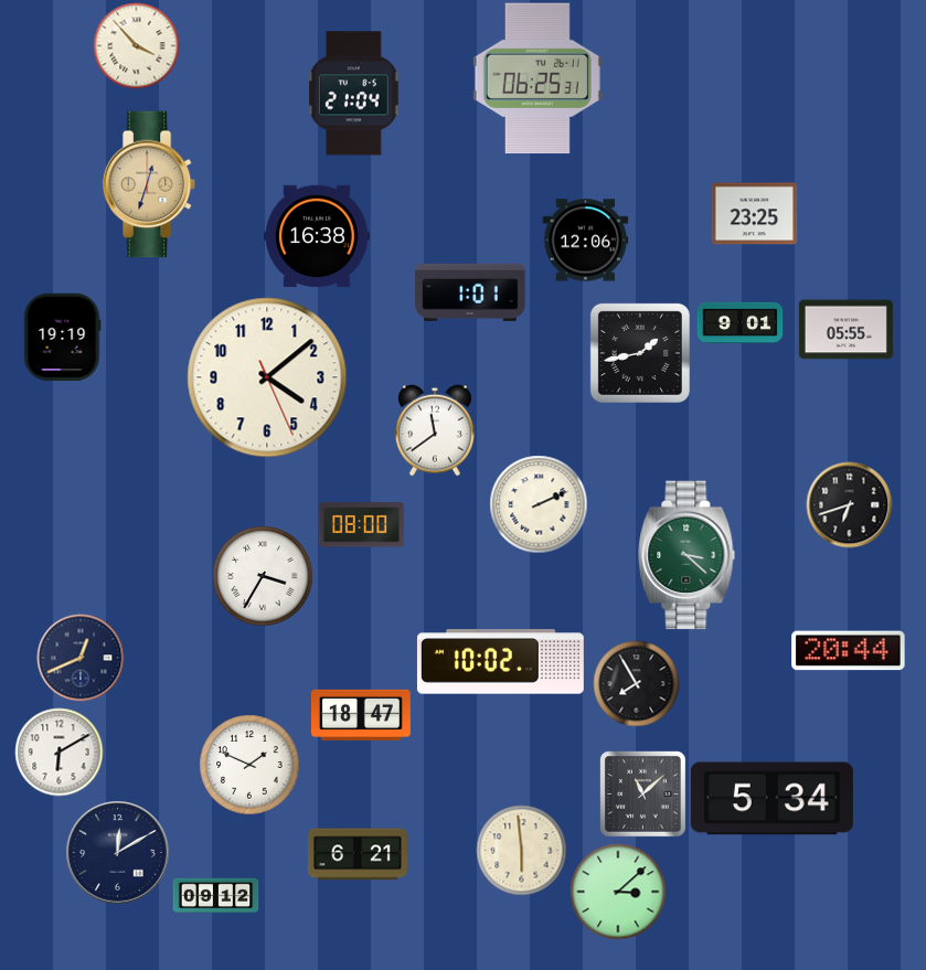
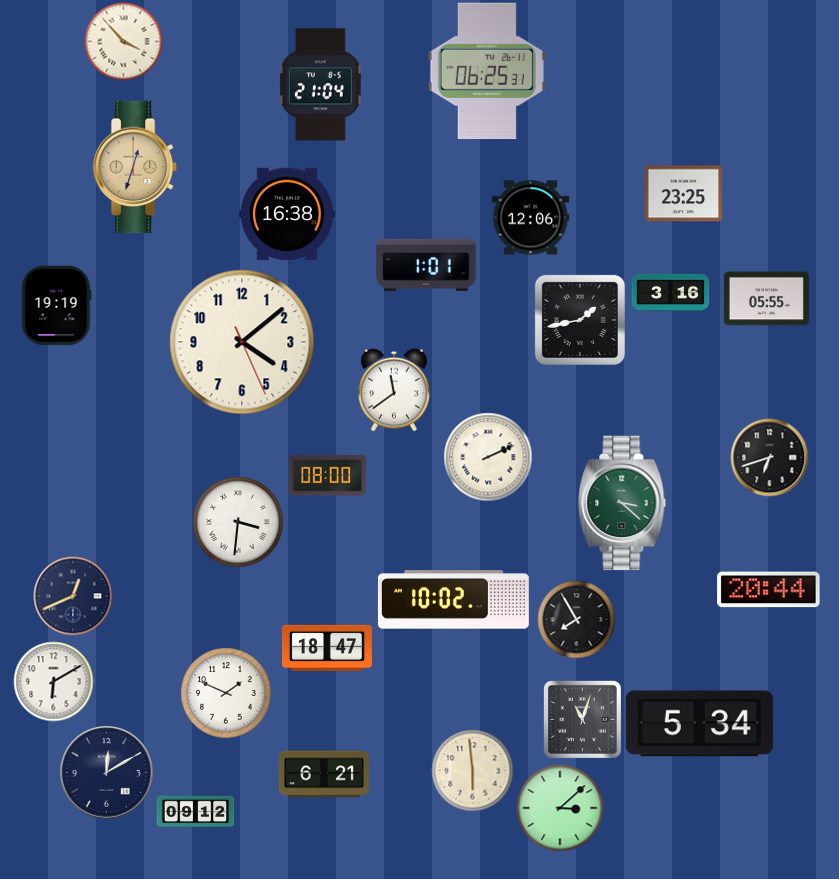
clock at (739, 322): 9:01 -> 3:16
clock at (263, 576): 3:35 -> 3:31
clock at (642, 793): 11:08 -> 11:03
